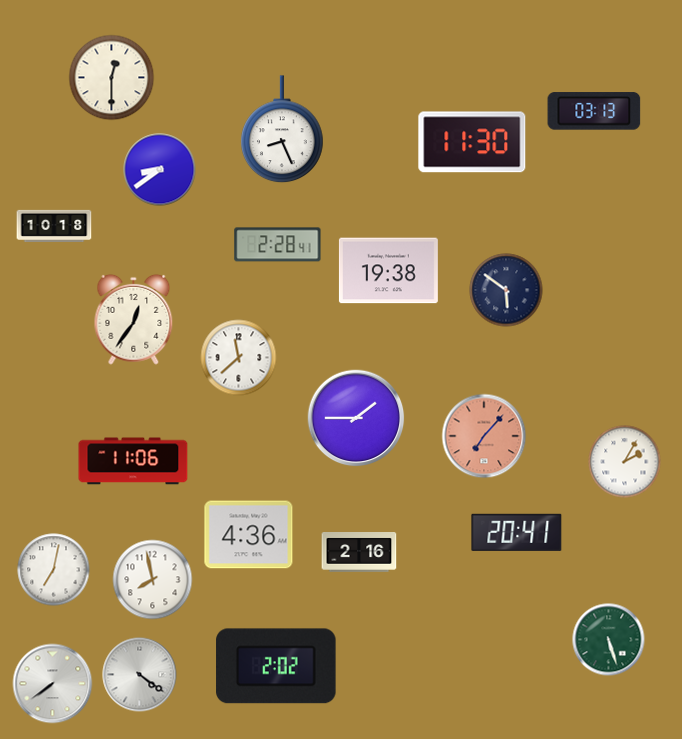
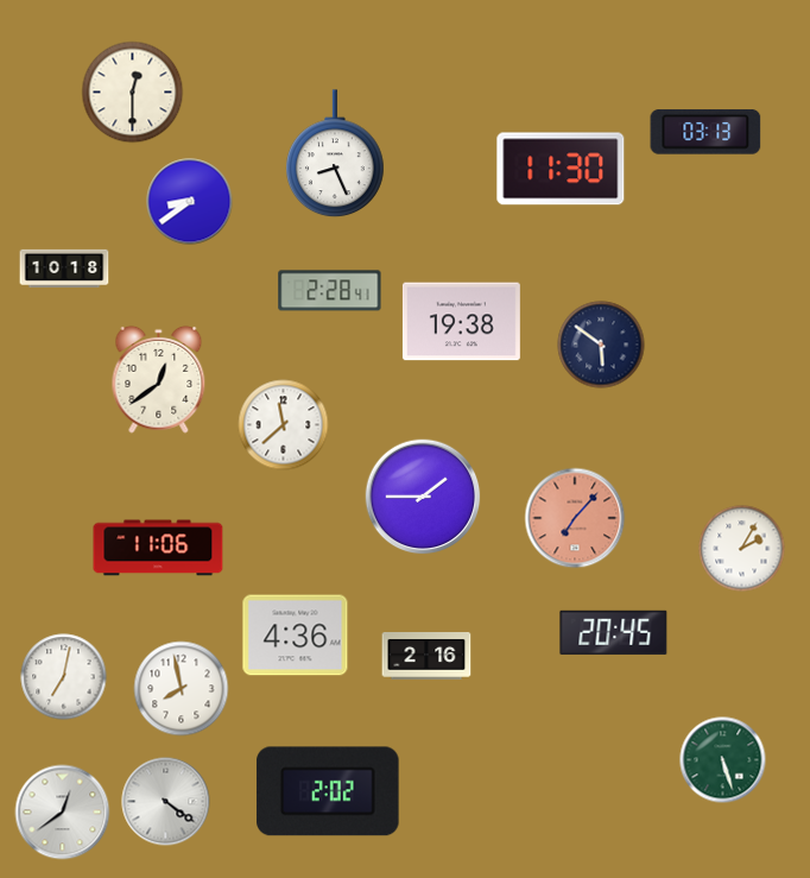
clock at (134, 319): 12:36 -> 12:39
clock at (517, 532): 20:41 -> 20:45
clock at (53, 684): 7:39 -> 12:39
